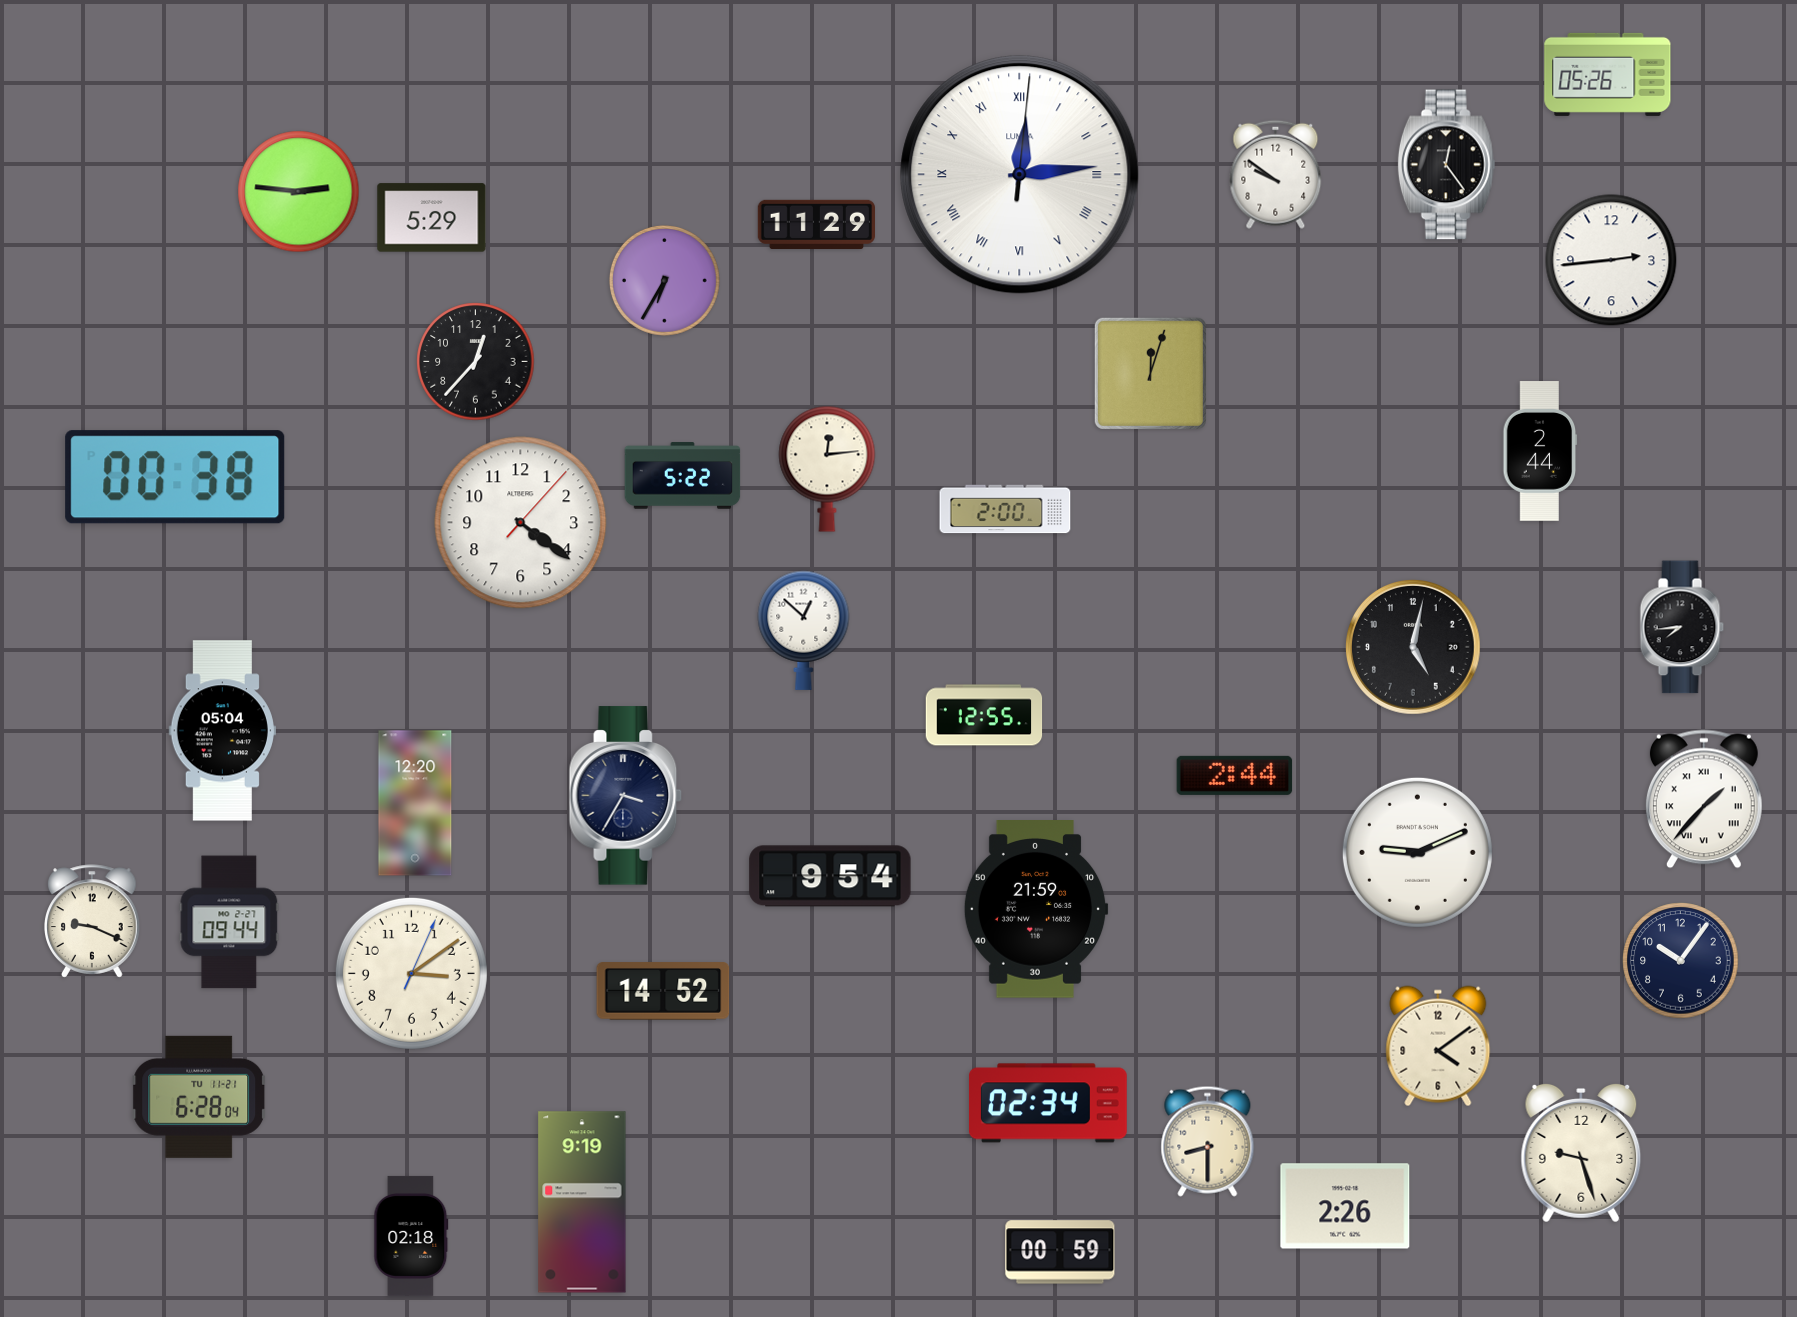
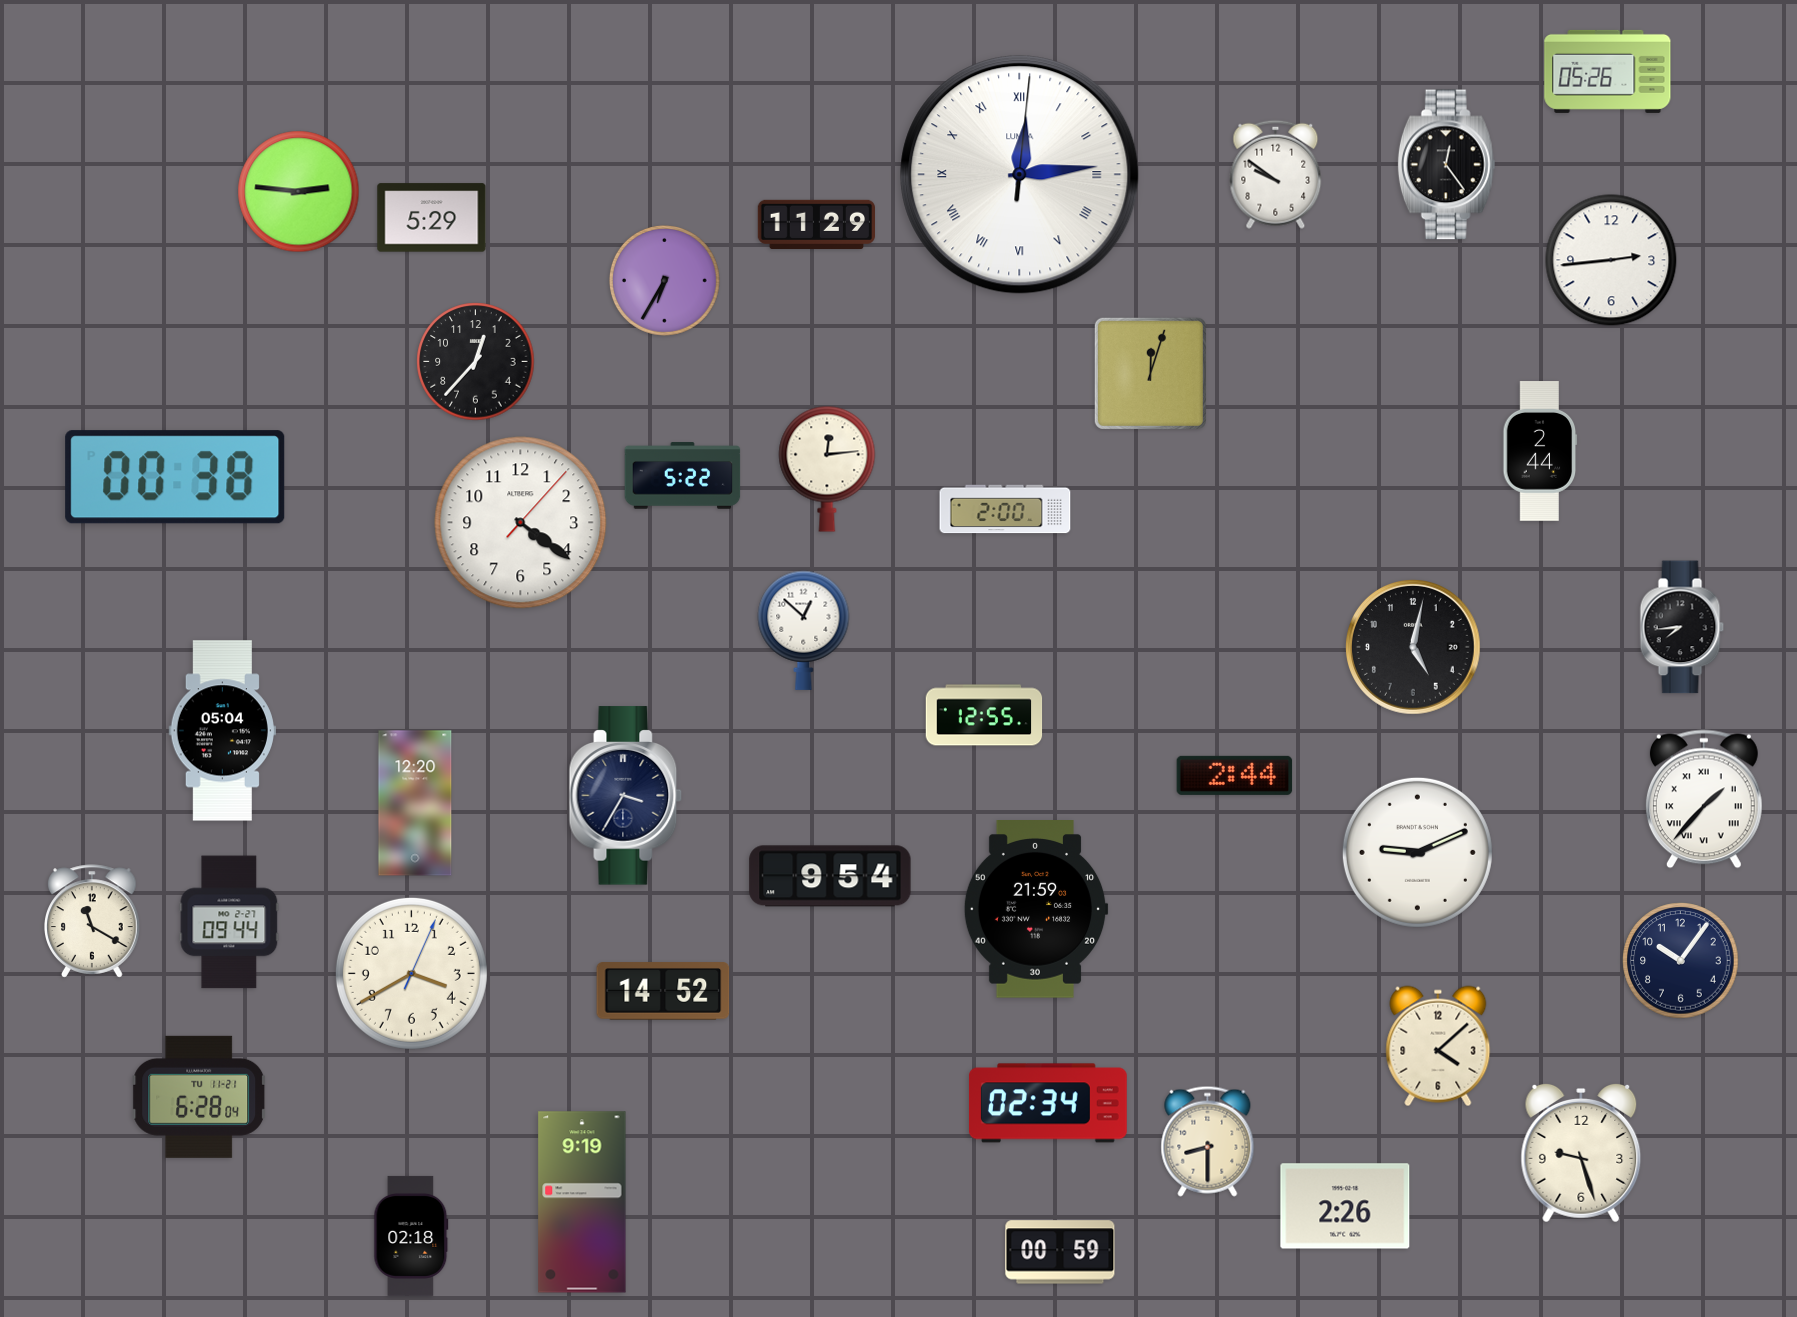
clock at (1608, 74) position: (1608, 74) -> (1608, 71)
clock at (93, 921): 9:19 -> 11:20
clock at (411, 973): 3:09 -> 3:40
clock at (1438, 1046): 4:09 -> 4:08
